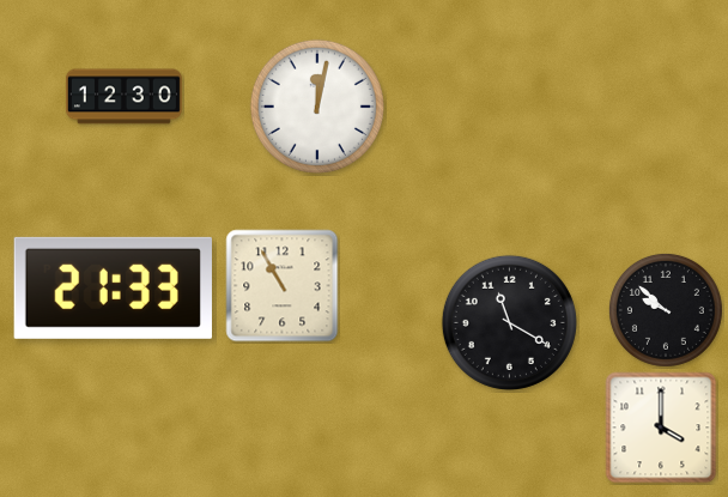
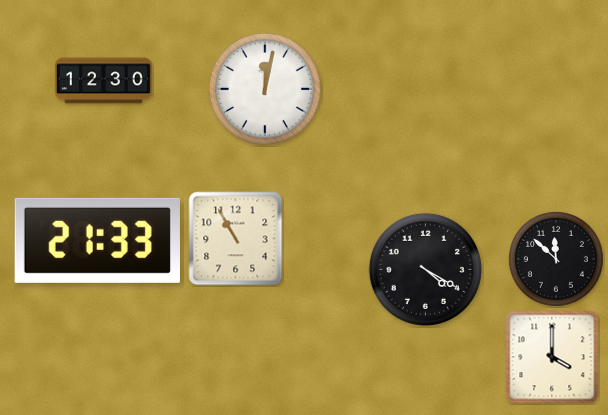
clock at (113, 287) position: (113, 287) -> (97, 240)
clock at (666, 310): 9:52 -> 11:52
clock at (509, 322): 11:20 -> 4:20
